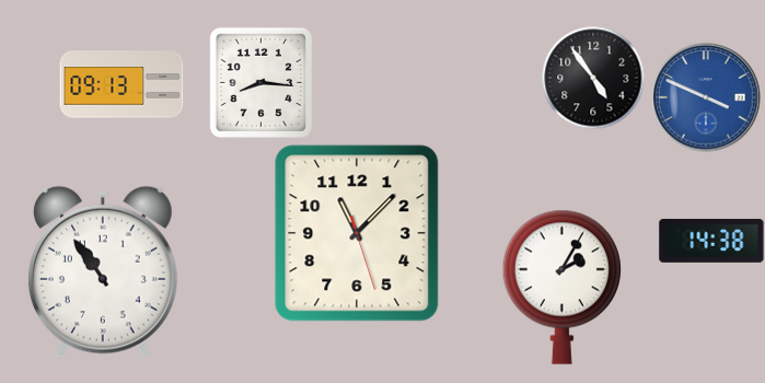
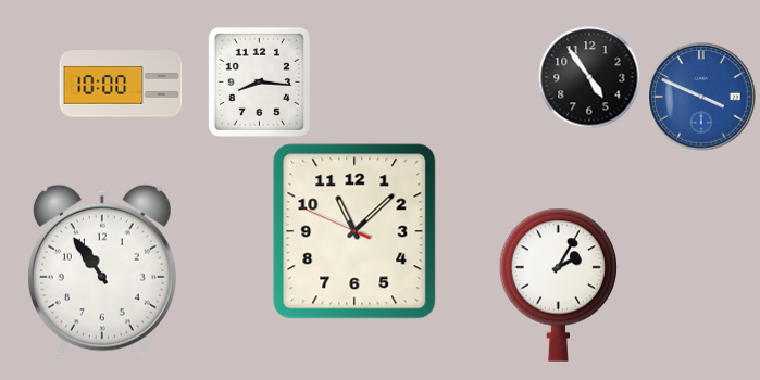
clock at (121, 84): 09:13 -> 10:00
clock at (357, 233): 11:07:27 -> 11:07:49
clock at (711, 242): 14:38 -> none
